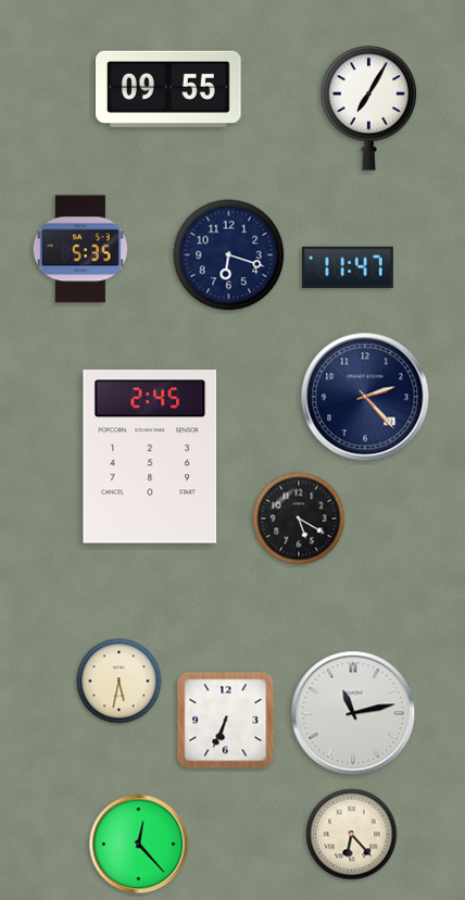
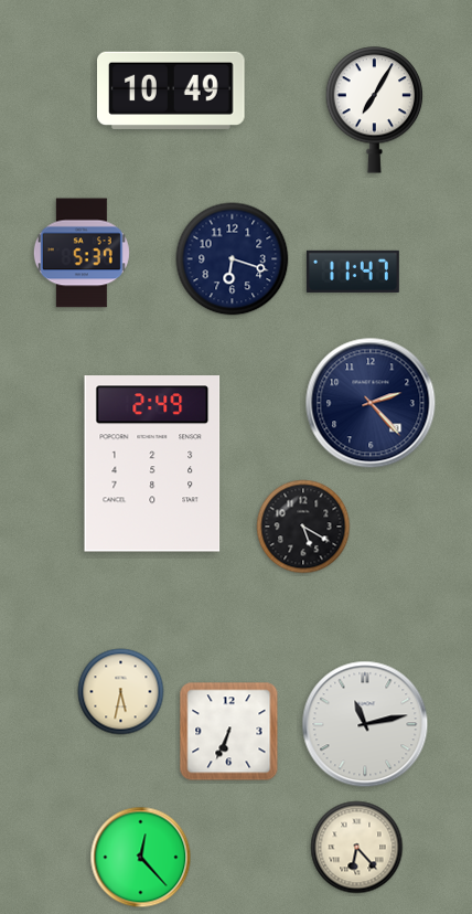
clock at (169, 89): 09:55 -> 10:49
clock at (80, 249): 5:35 -> 5:37
clock at (150, 457): 2:45 -> 2:49
clock at (353, 713) position: (353, 713) -> (365, 724)
